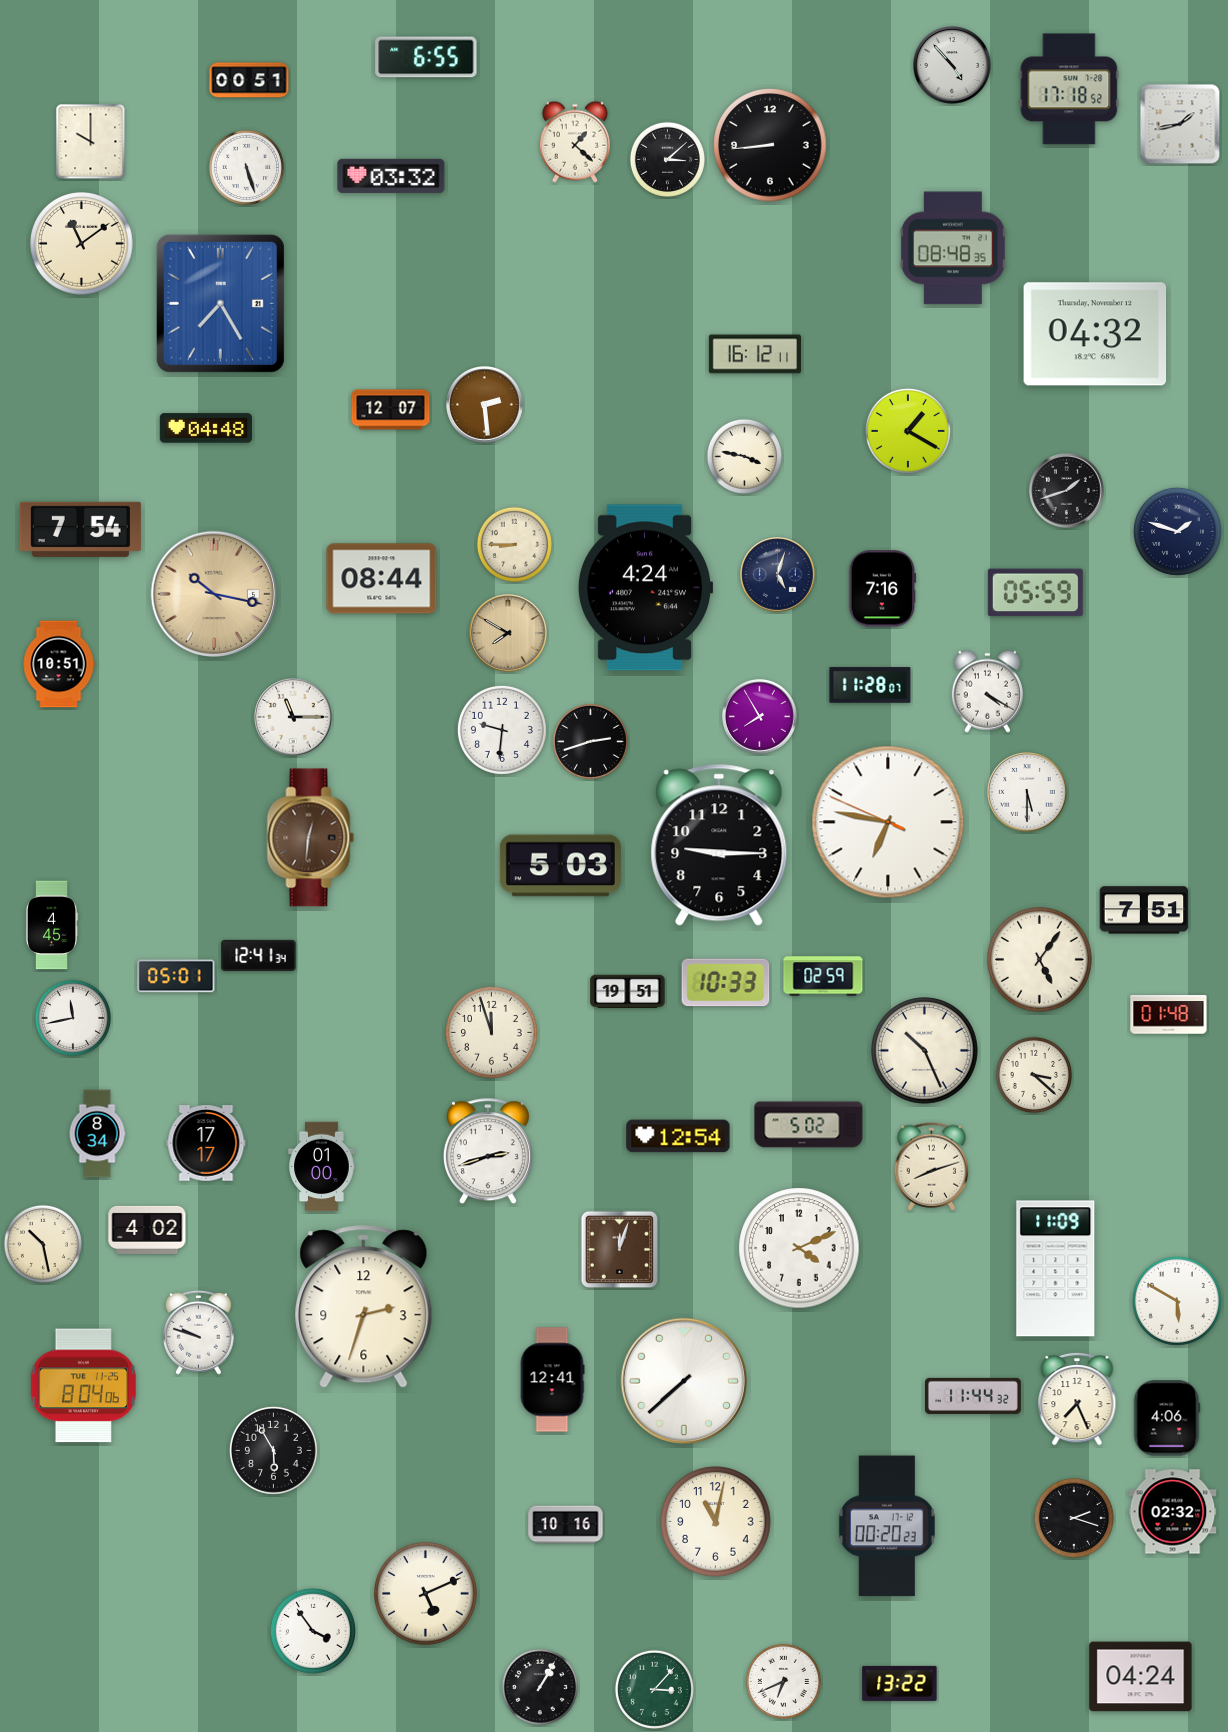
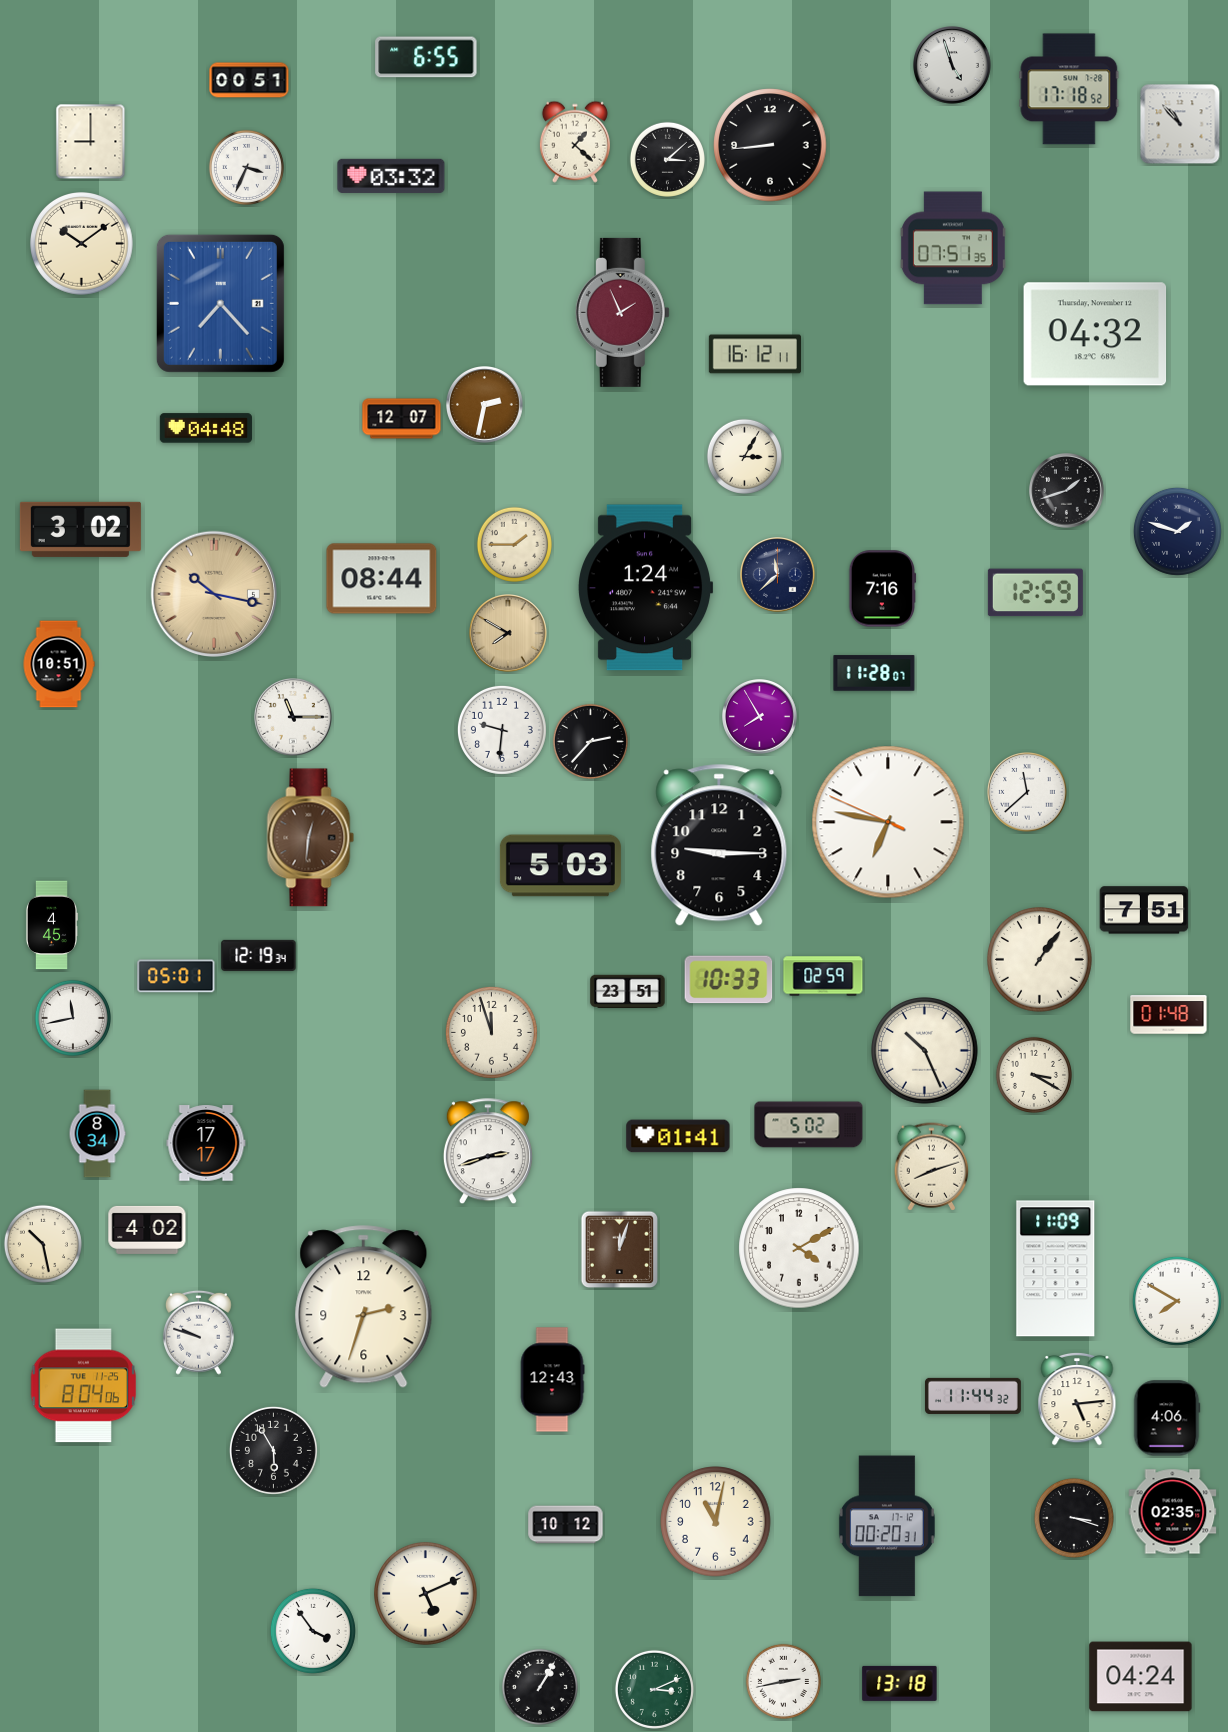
clock at (953, 66): 4:53 -> 4:57
clock at (1180, 124): 1:43 -> 10:53
clock at (91, 142): 10:00 -> 9:00
clock at (246, 167): 5:27 -> 3:34
clock at (82, 244): 11:09 -> 10:09
clock at (953, 248): 08:48 -> 07:51
clock at (220, 303): 7:25 -> 7:23
clock at (622, 312): none -> 1:56
clock at (485, 405): 2:29 -> 2:32
clock at (391, 410) position: (391, 410) -> (402, 419)
clock at (908, 431): 1:20 -> none
clock at (744, 456): 3:47 -> 3:05
clock at (80, 529): 7:54 -> 3:02
clock at (514, 544): 8:45 -> 1:45
clock at (778, 575): 5:03 -> 11:38
clock at (645, 588): 4:24 -> 1:24
clock at (1035, 593): 05:59 -> 12:59
clock at (870, 685) position: (870, 685) -> (874, 673)
clock at (987, 691): 4:20 -> none
clock at (590, 741): 2:42 -> 2:37
clock at (1028, 793): 5:30 -> 11:38
clock at (259, 955): 12:41 -> 12:19
clock at (1040, 960): 5:06 -> 1:06
clock at (726, 983) position: (726, 983) -> (729, 980)
clock at (628, 992): 19:51 -> 23:51
clock at (1034, 1075): 3:22 -> 3:20
clock at (678, 1136): 12:54 -> 01:41
clock at (322, 1167): 01:00 -> none
clock at (799, 1248): 4:11 -> 4:10
clock at (1177, 1301): 5:50 -> 7:50
clock at (552, 1380): 12:41 -> 12:43
clock at (684, 1381): 7:38 -> none
clock at (1077, 1399): 7:26 -> 5:14
clock at (1173, 1512): 02:32 -> 02:35
clock at (1074, 1518): 2:18 -> 3:18
clock at (566, 1525): 10:16 -> 10:12
clock at (887, 1526): 00:20:23 -> 00:20:31
clock at (783, 1681): 6:41 -> 2:43
clock at (900, 1683): 13:22 -> 13:18
clock at (654, 1689): 3:07 -> 3:11
